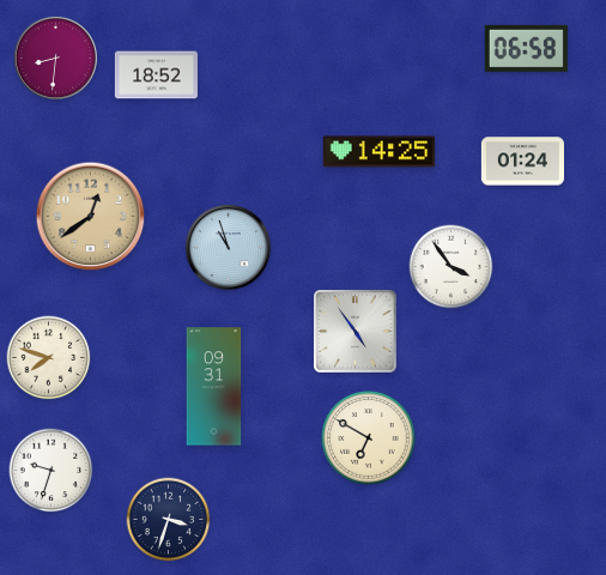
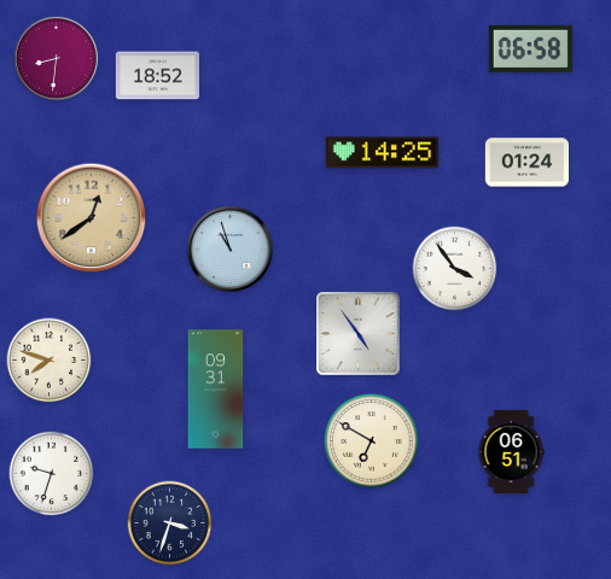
clock at (511, 451): none -> 06:51
